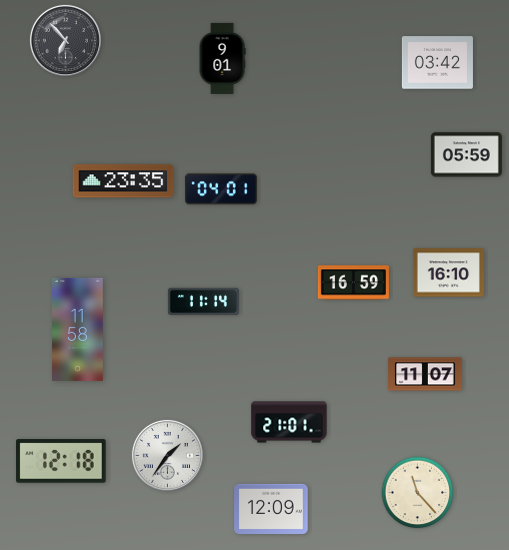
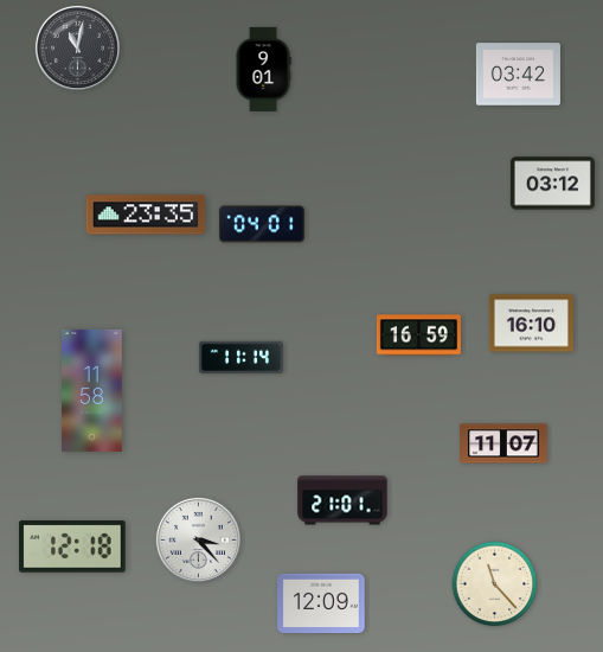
clock at (65, 40): 6:53 -> 11:02
clock at (466, 155): 05:59 -> 03:12
clock at (167, 455): 1:36 -> 3:23
